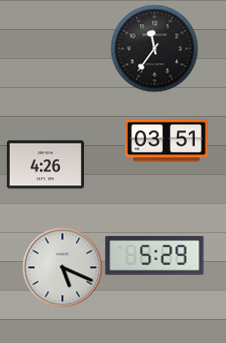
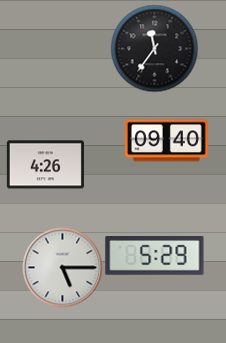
clock at (167, 141): 03:51 -> 09:40
clock at (62, 267): 5:19 -> 5:15
